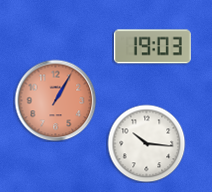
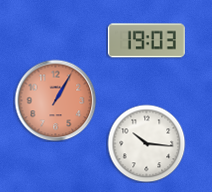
clock at (152, 47) position: (152, 47) -> (146, 41)
